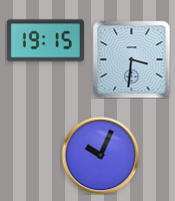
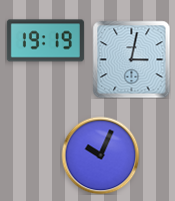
clock at (45, 41): 19:15 -> 19:19
clock at (131, 59): 3:31 -> 3:02
